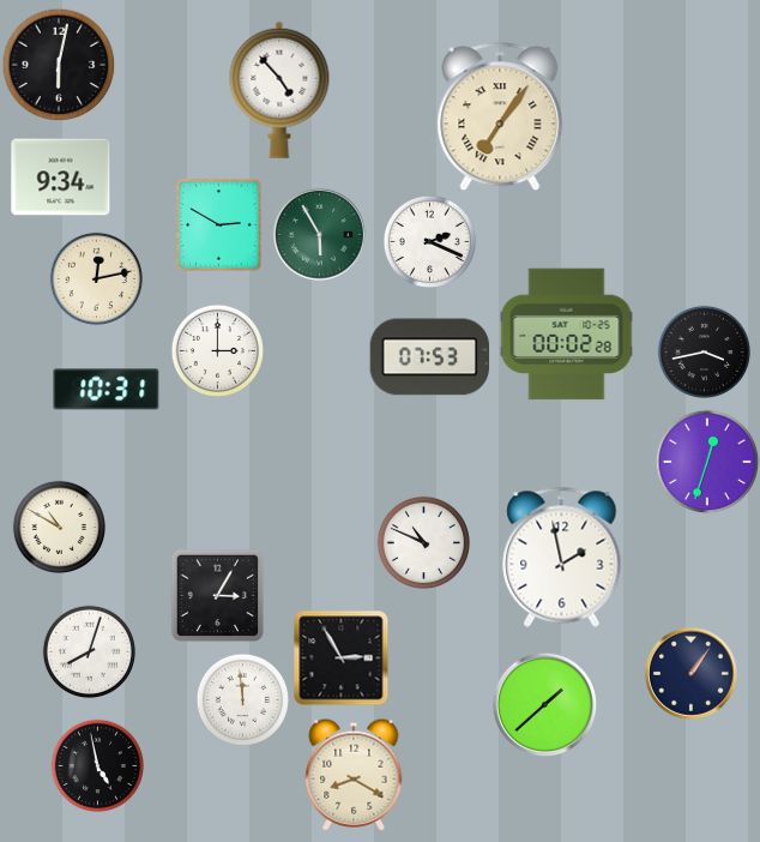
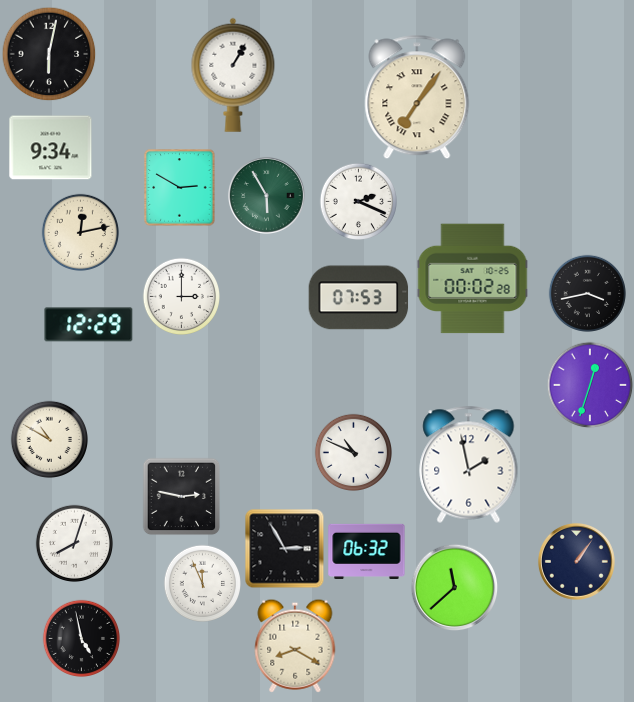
clock at (279, 90): 4:53 -> 1:05
clock at (219, 225) position: (219, 225) -> (180, 188)
clock at (217, 350) position: (217, 350) -> (181, 296)
clock at (107, 390): 10:31 -> 12:29
clock at (217, 595): 3:05 -> 2:47
clock at (367, 551): none -> 06:32
clock at (242, 699): 11:59 -> 11:56
clock at (544, 704): 1:38 -> 11:38
